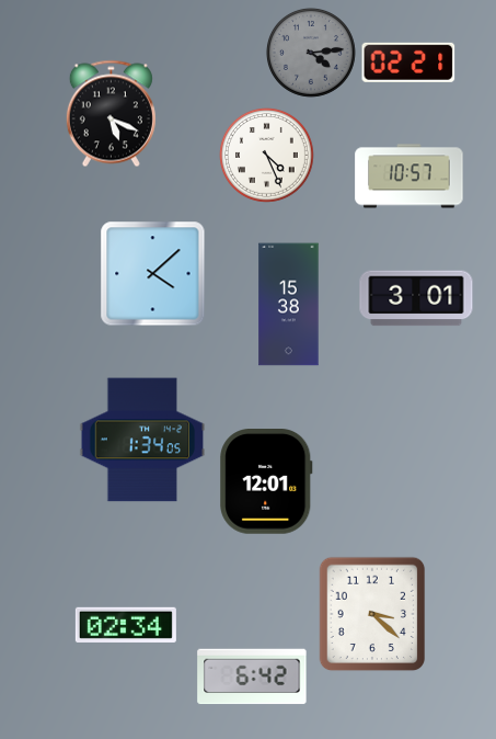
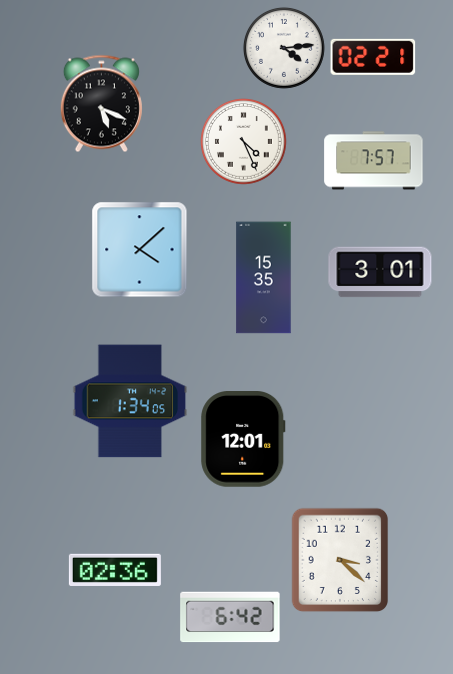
clock at (311, 53) dial: grey -> white
clock at (410, 177): 10:57 -> 7:57
clock at (289, 305): 15:38 -> 15:35
clock at (126, 625): 02:34 -> 02:36
